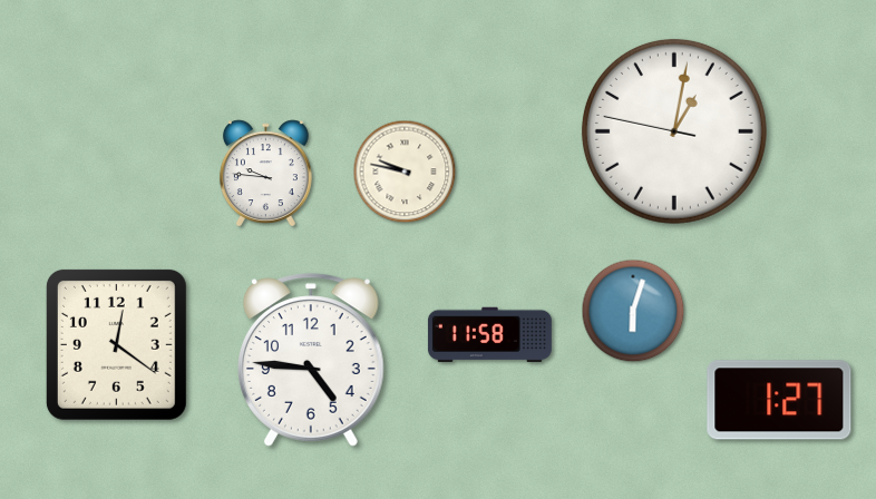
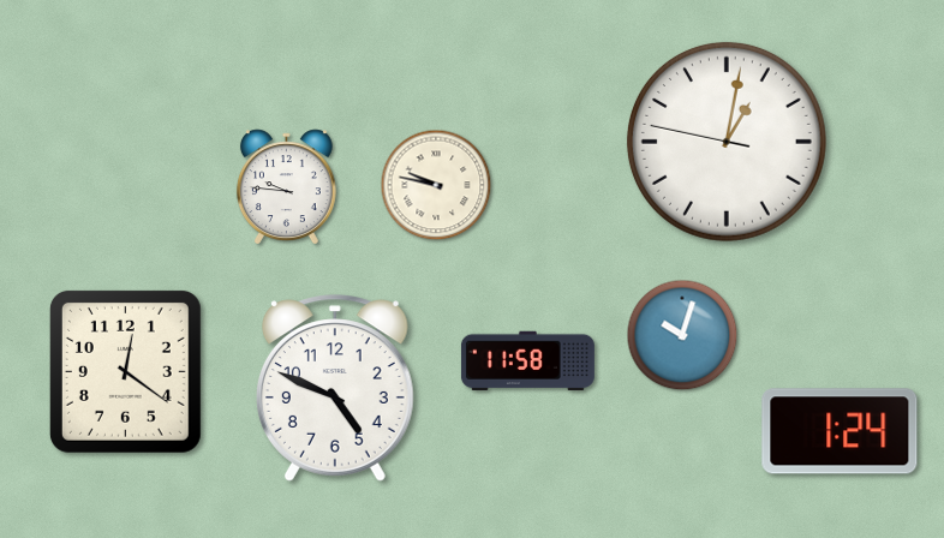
clock at (633, 311): 6:03 -> 10:03
clock at (311, 360): 4:46 -> 4:49
clock at (779, 400): 1:27 -> 1:24
